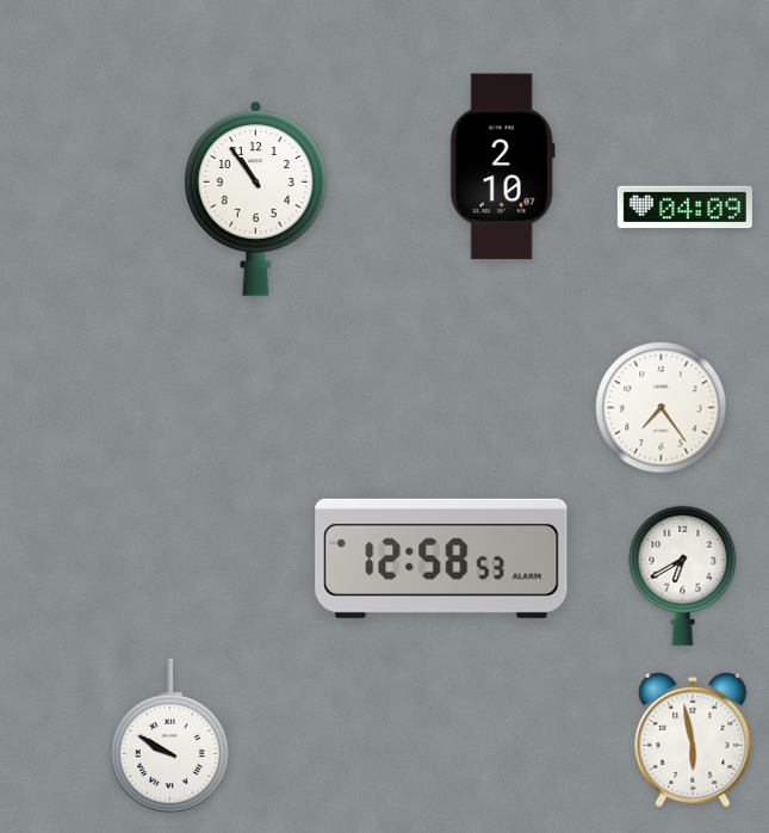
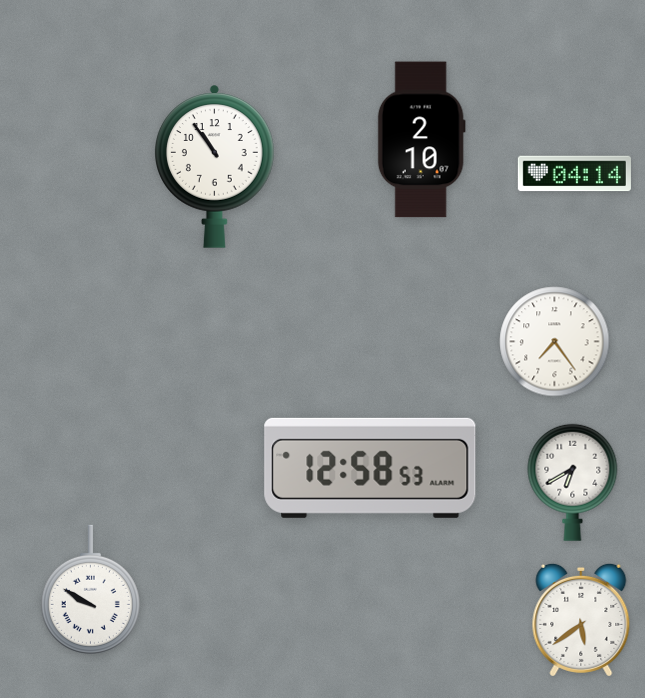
clock at (684, 208): 04:09 -> 04:14
clock at (169, 735) position: (169, 735) -> (90, 589)
clock at (693, 740): 5:58 -> 5:39
